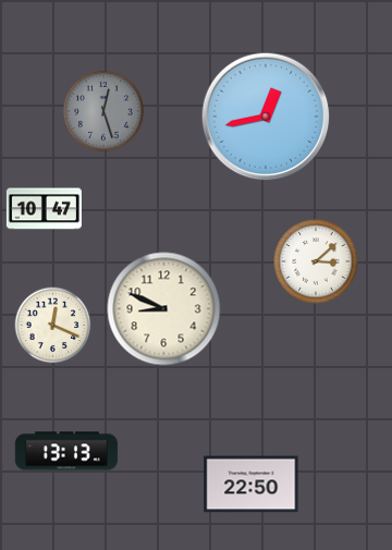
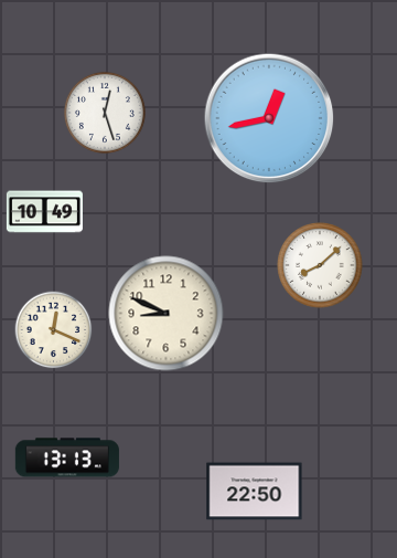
clock at (103, 111) dial: grey -> white
clock at (44, 209): 10:47 -> 10:49
clock at (316, 261): 3:08 -> 8:08
